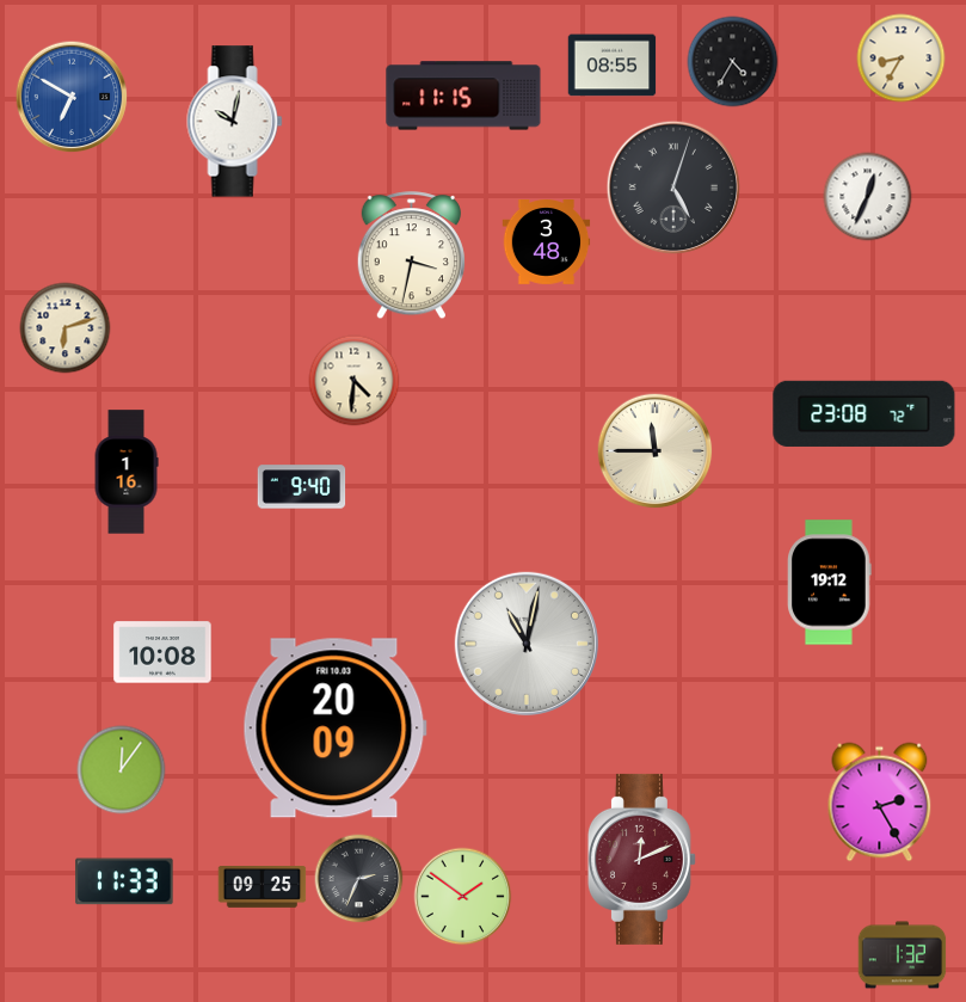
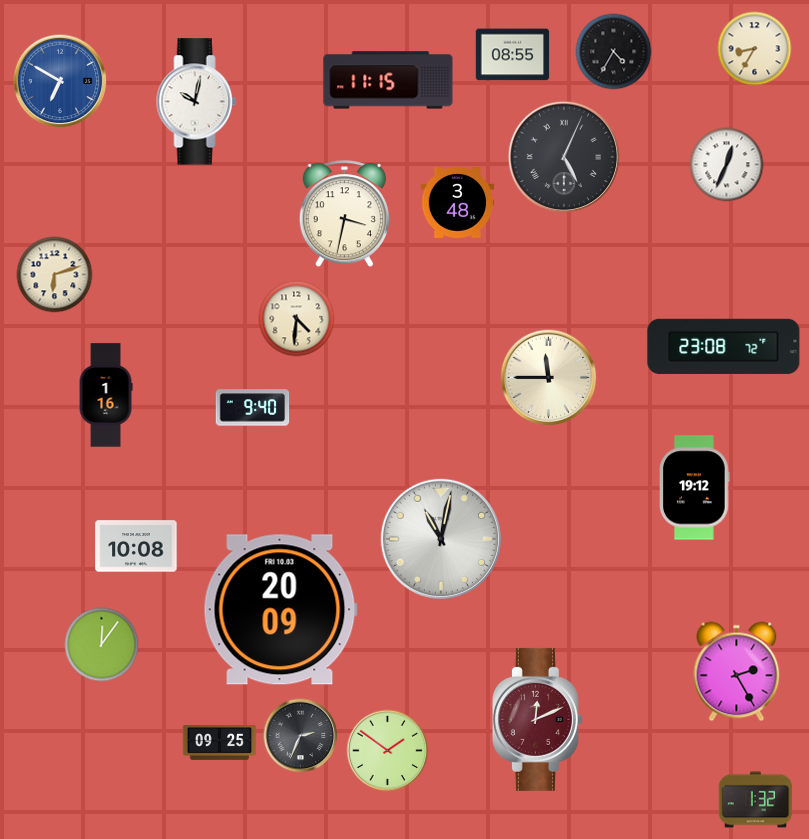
clock at (672, 186): 5:03 -> 5:04
clock at (124, 881): 11:33 -> none
